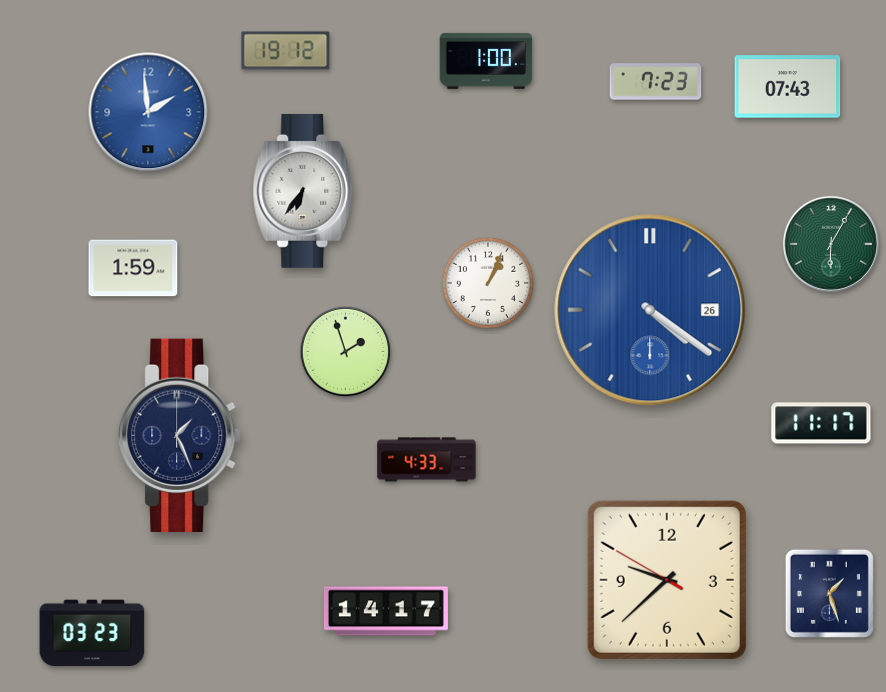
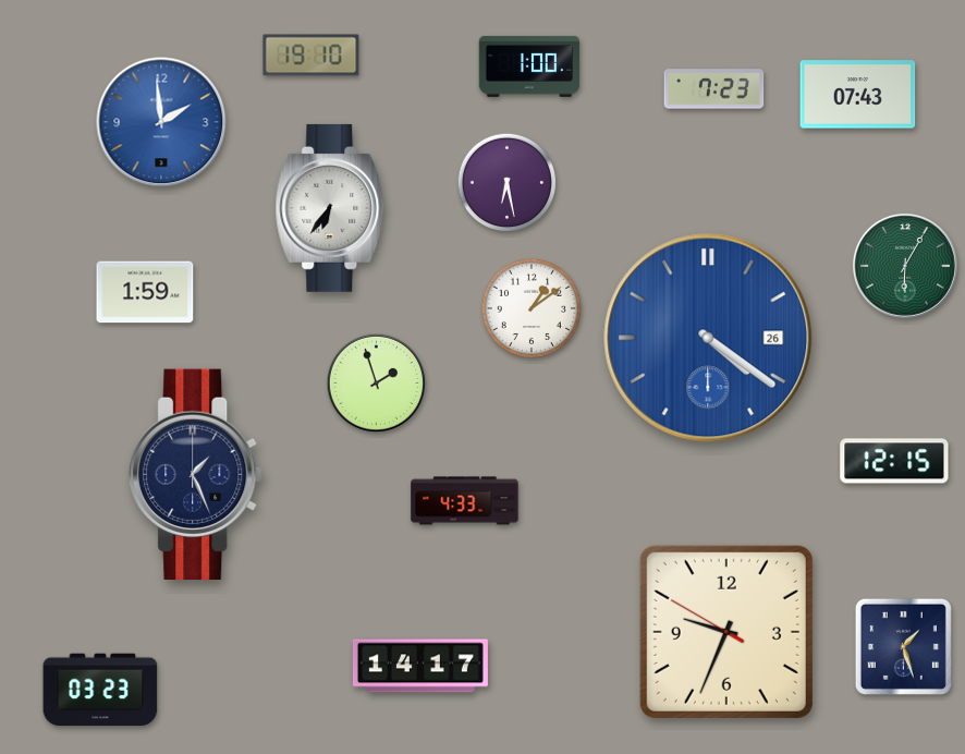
clock at (286, 51): 19:12 -> 19:10
clock at (508, 183): none -> 6:28
clock at (488, 283): 1:04 -> 1:09
clock at (821, 423): 11:17 -> 12:15
clock at (667, 580): 9:37 -> 9:33
